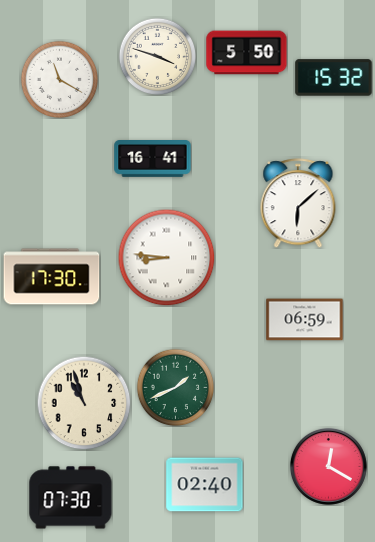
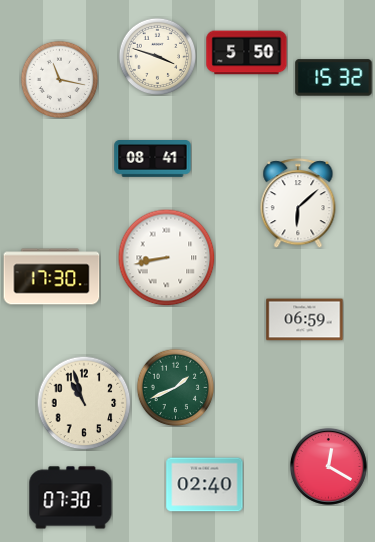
clock at (59, 79): 11:20 -> 11:17
clock at (153, 159): 16:41 -> 08:41
clock at (166, 257): 8:46 -> 8:43
